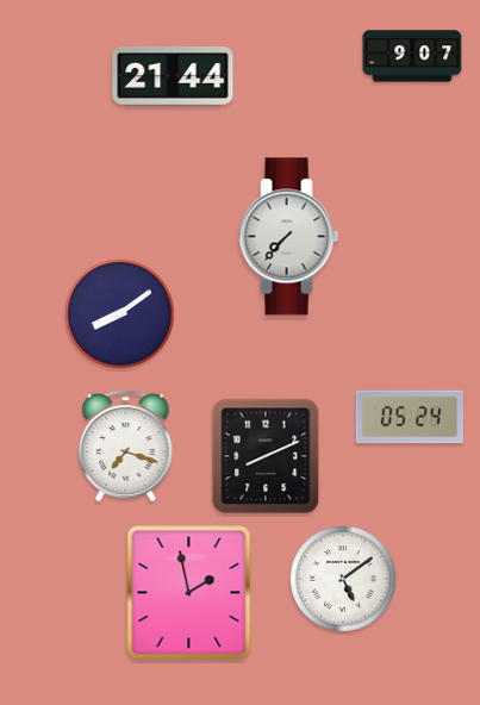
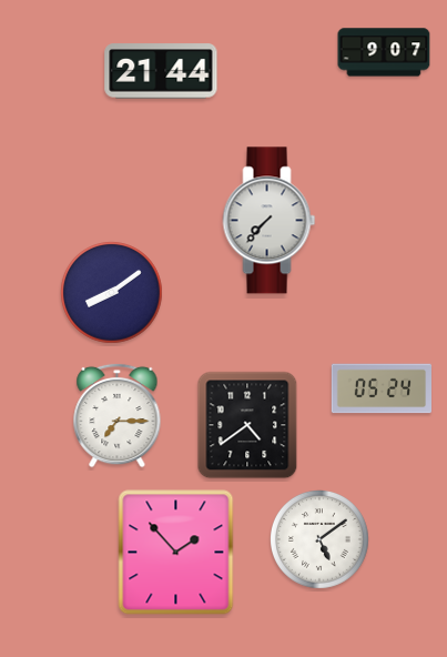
clock at (126, 445): 7:18 -> 7:15
clock at (266, 456): 8:11 -> 4:39
clock at (189, 593): 1:58 -> 1:53
